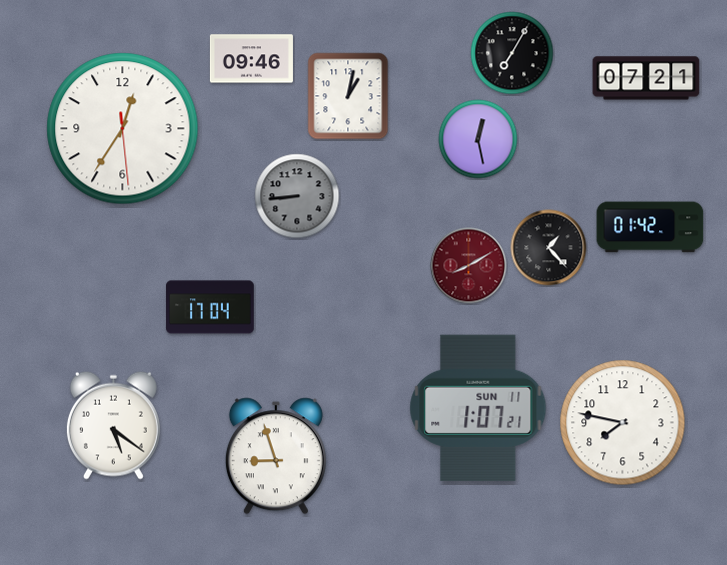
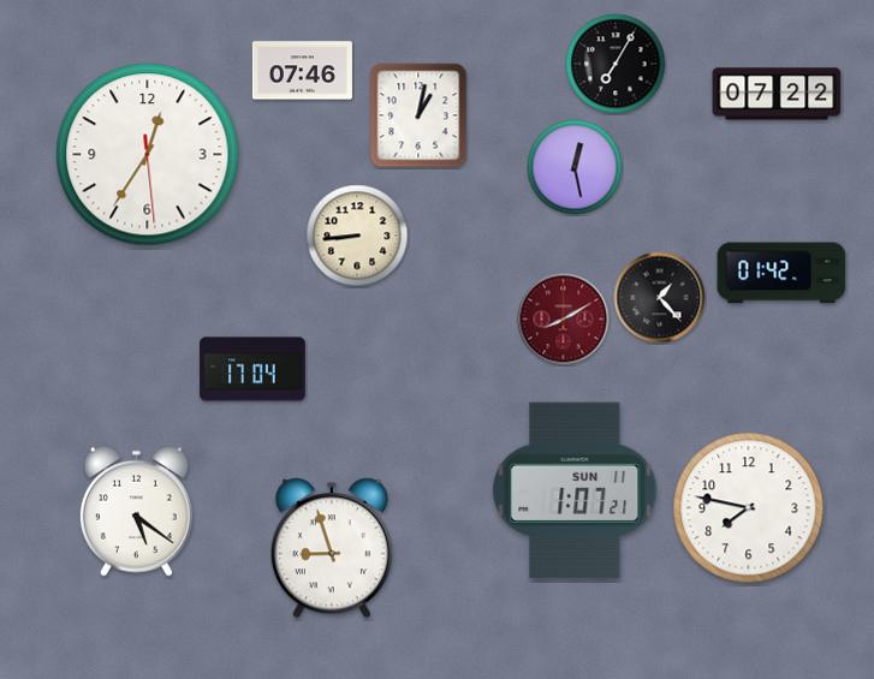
clock at (251, 59): 09:46 -> 07:46
clock at (646, 78): 07:21 -> 07:22
clock at (297, 196) dial: grey -> cream
